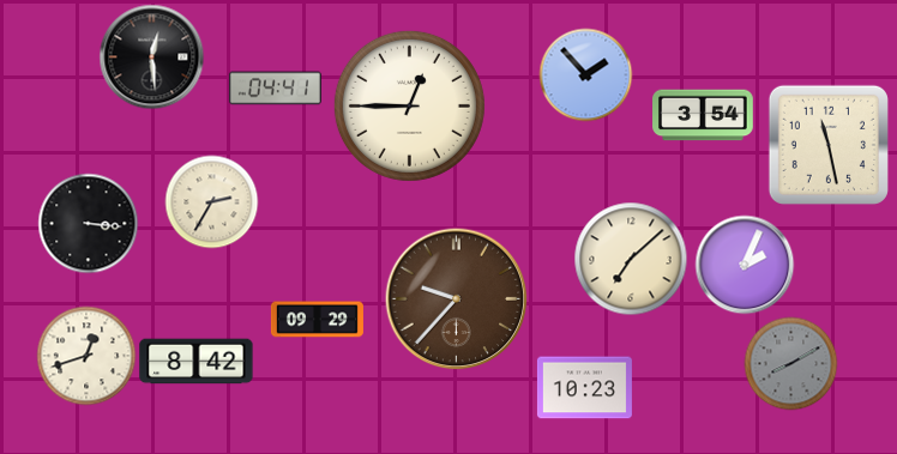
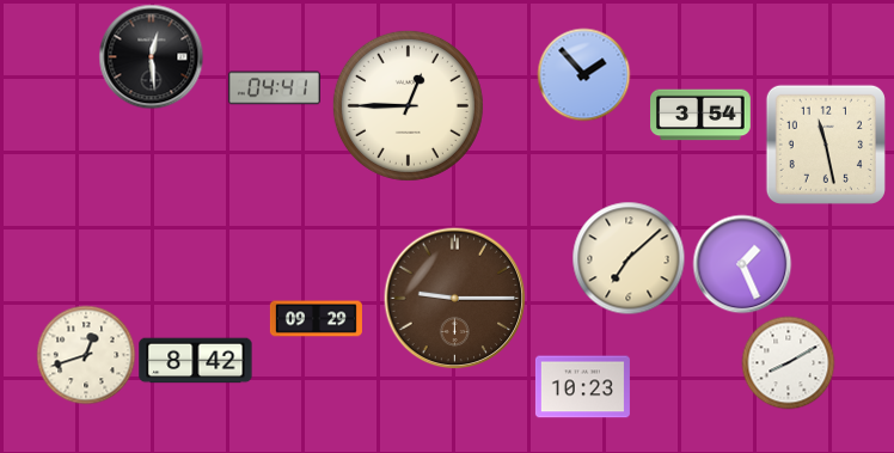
clock at (211, 201): 2:35 -> none
clock at (88, 223): 3:16 -> none
clock at (745, 265): 2:04 -> 1:26
clock at (456, 298): 9:37 -> 9:15
clock at (790, 363) dial: grey -> white
